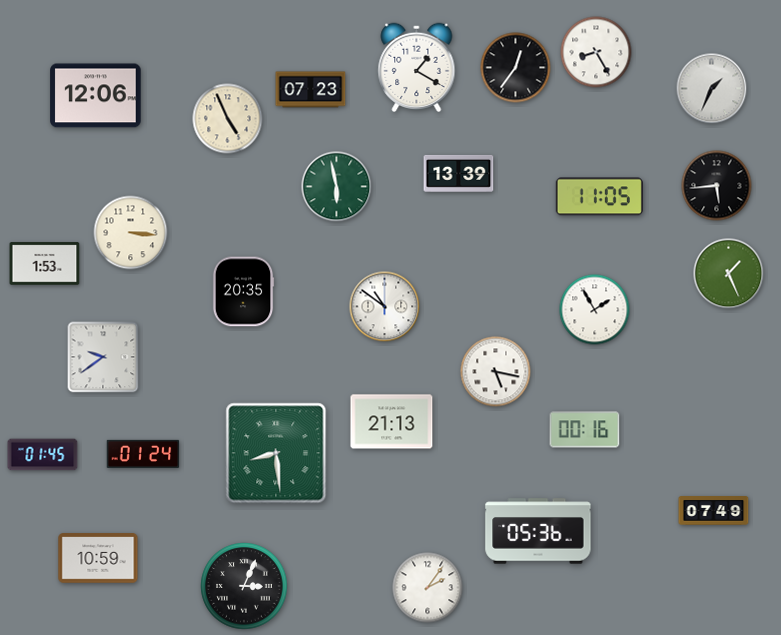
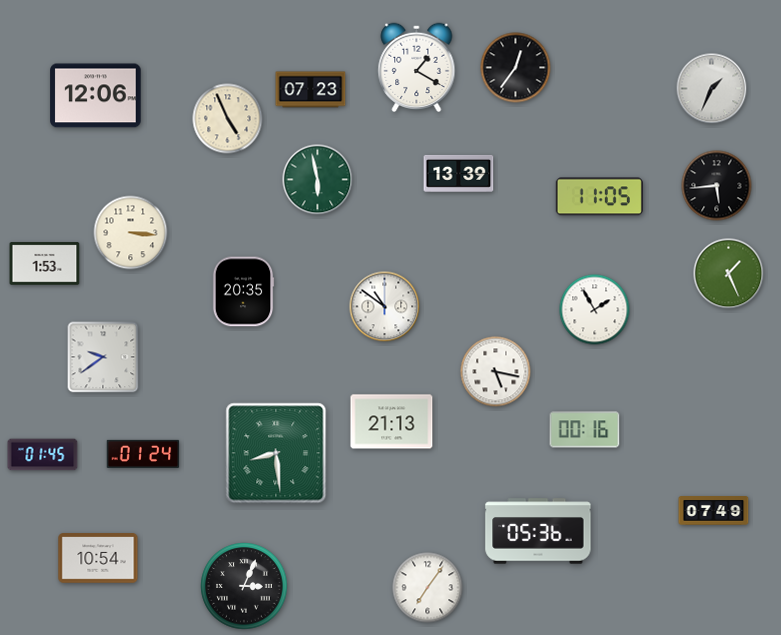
clock at (596, 52): 8:25 -> none
clock at (337, 187) position: (337, 187) -> (318, 180)
clock at (98, 558): 10:59 -> 10:54
clock at (428, 588): 2:06 -> 7:06
